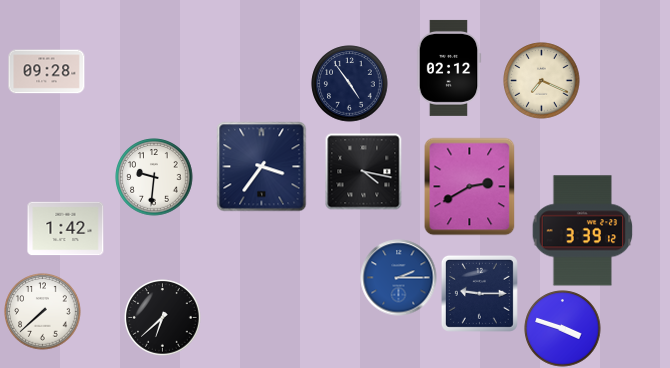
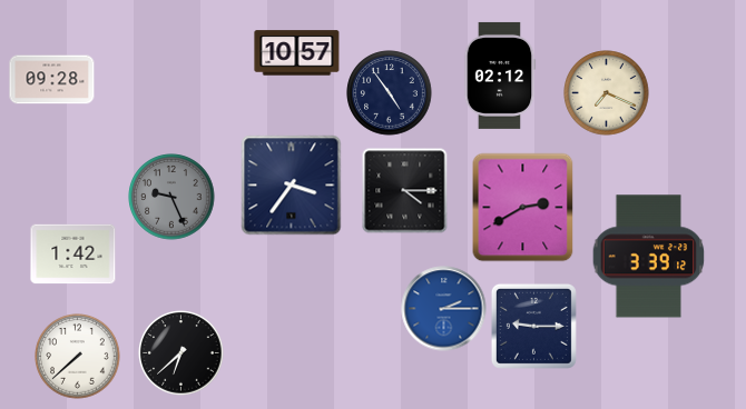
clock at (297, 53): none -> 10:57
clock at (542, 81) position: (542, 81) -> (607, 93)
clock at (364, 172): 4:17 -> 4:15
clock at (154, 177): 9:31 -> 9:26
clock at (154, 177) dial: white -> grey
clock at (43, 312) position: (43, 312) -> (78, 357)
clock at (563, 329): 3:48 -> none
